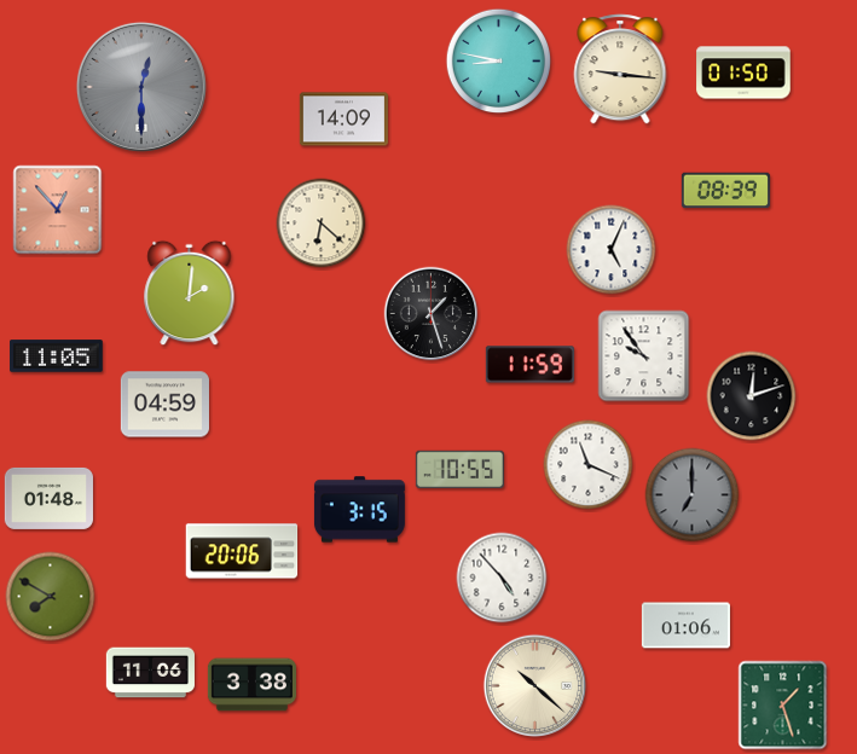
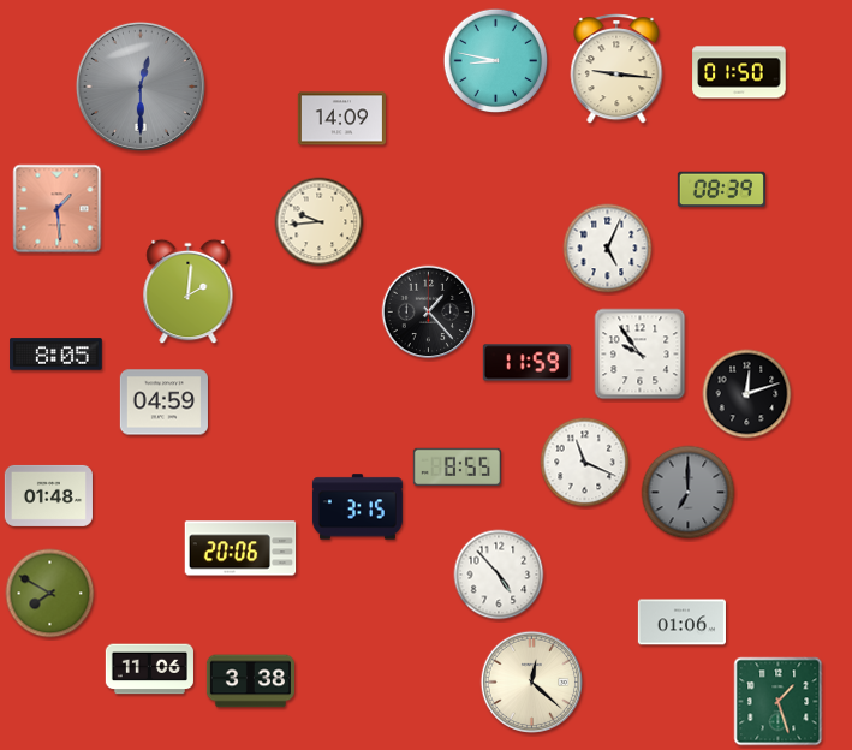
clock at (58, 210): 12:53 -> 1:29
clock at (322, 224): 6:22 -> 9:44
clock at (432, 314): 1:27 -> 1:23
clock at (57, 356): 11:05 -> 8:05
clock at (459, 470): 10:55 -> 8:55
clock at (534, 685): 10:22 -> 12:22
